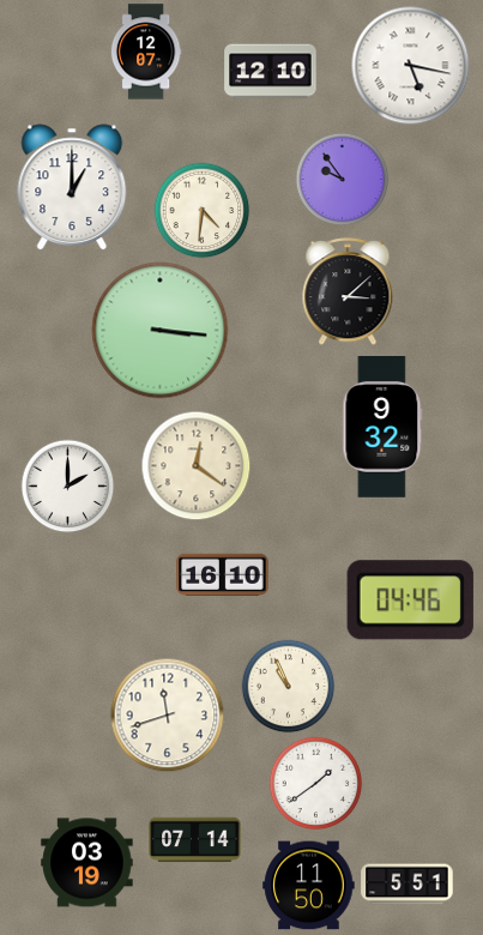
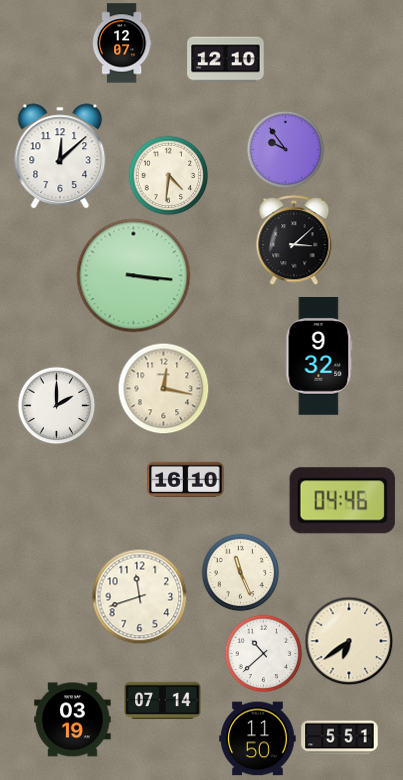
clock at (411, 66): 5:17 -> none
clock at (72, 187): 1:00 -> 12:08
clock at (348, 291) position: (348, 291) -> (294, 240)
clock at (195, 465): 12:21 -> 12:17
clock at (288, 686): 10:56 -> 11:26
clock at (349, 641): none -> 6:39
clock at (315, 783): 1:39 -> 10:38
